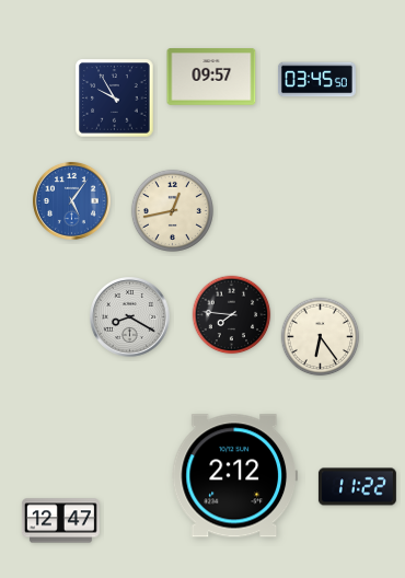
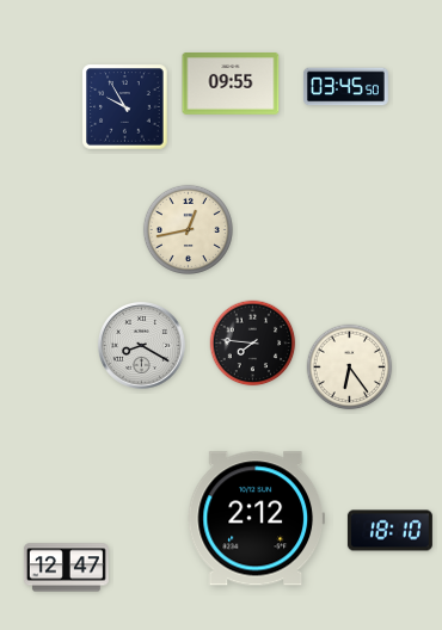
clock at (211, 78): 09:57 -> 09:55
clock at (71, 200): 5:06 -> none
clock at (357, 487): 11:22 -> 18:10
